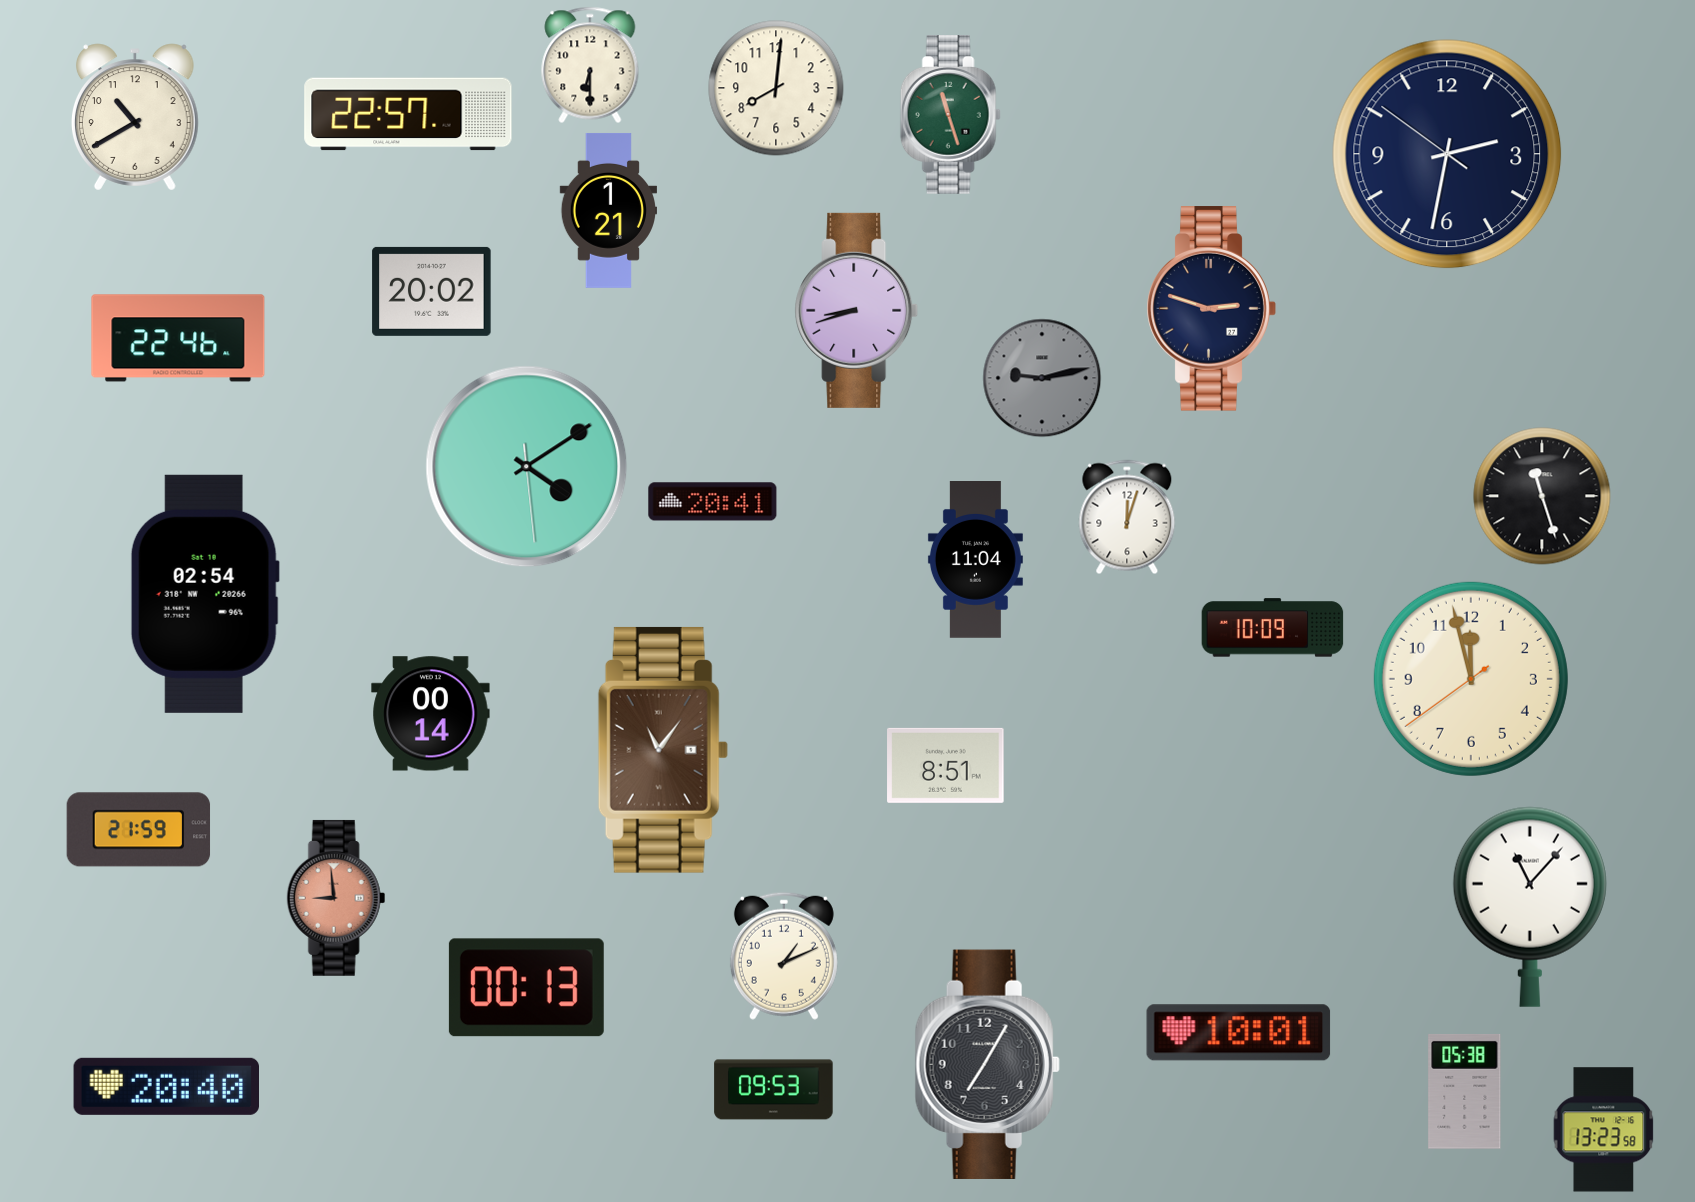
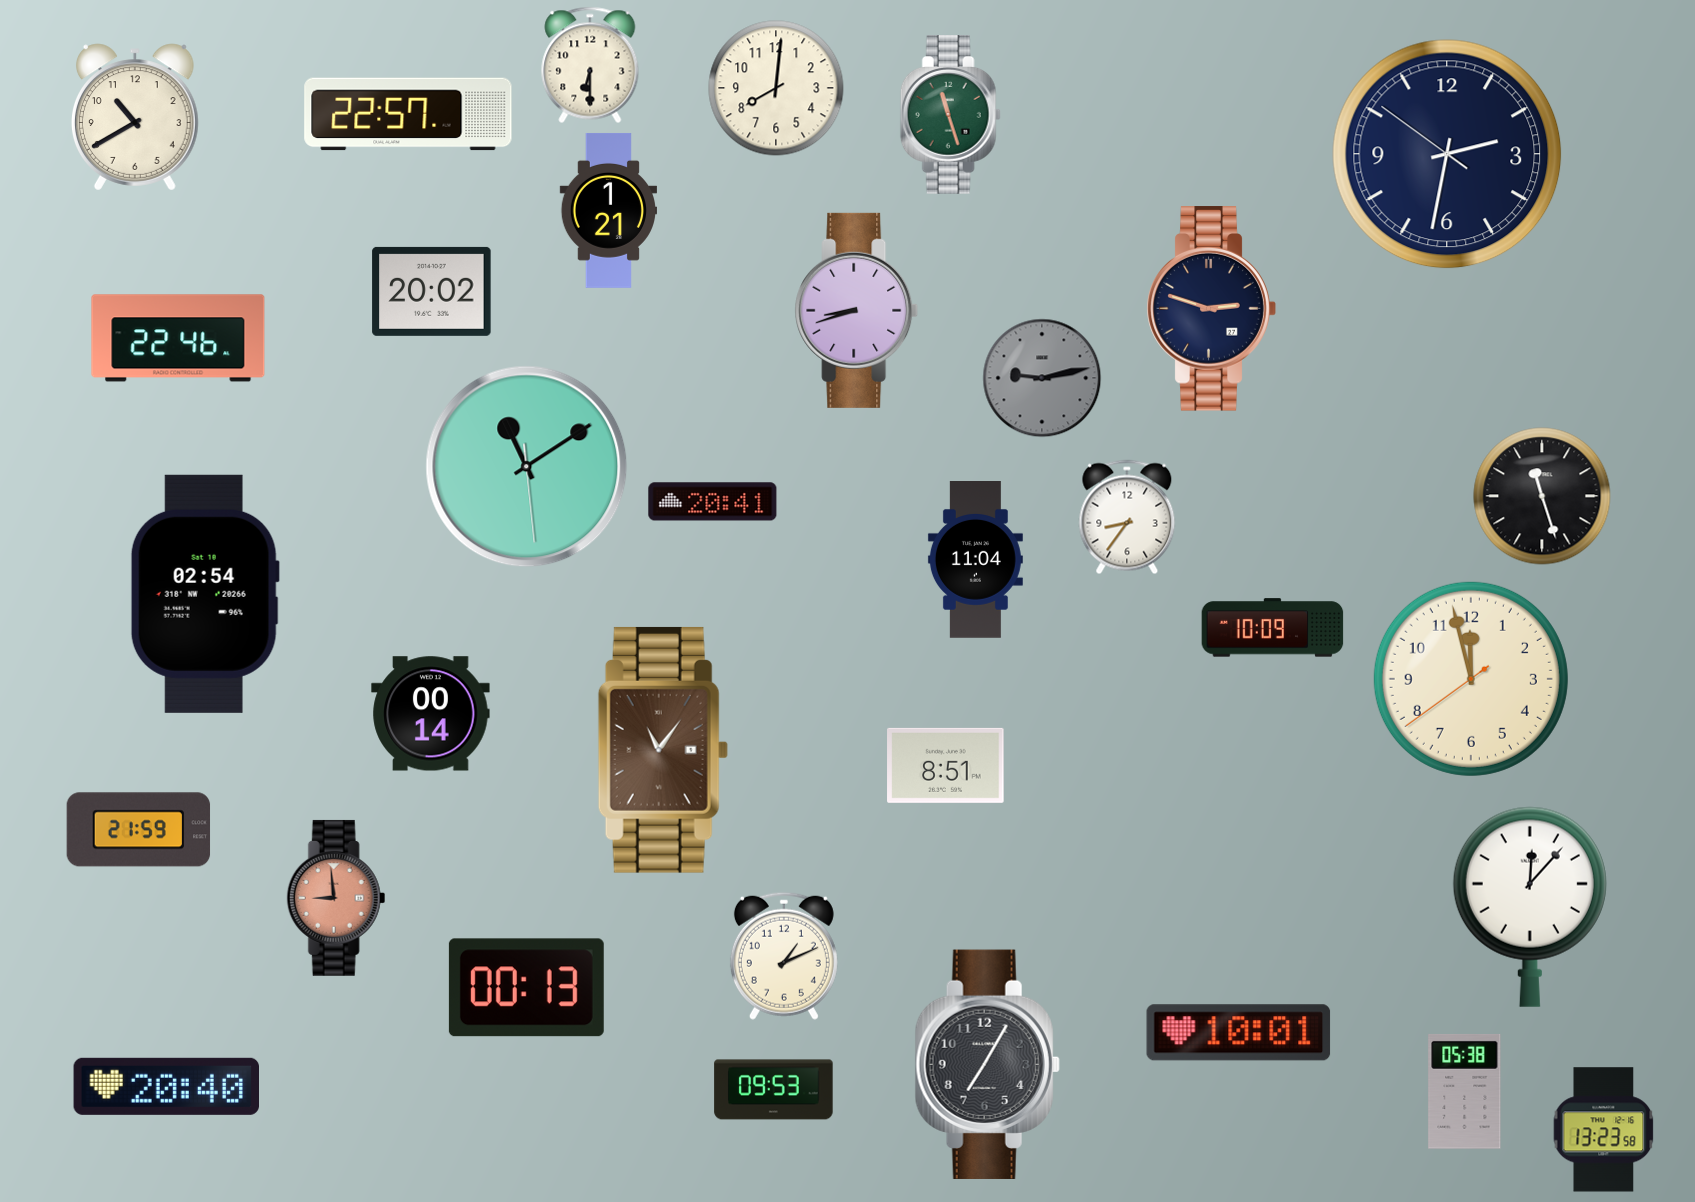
clock at (527, 467): 4:09 -> 11:09
clock at (1127, 517): 12:03 -> 8:36
clock at (1530, 907): 11:07 -> 12:07
